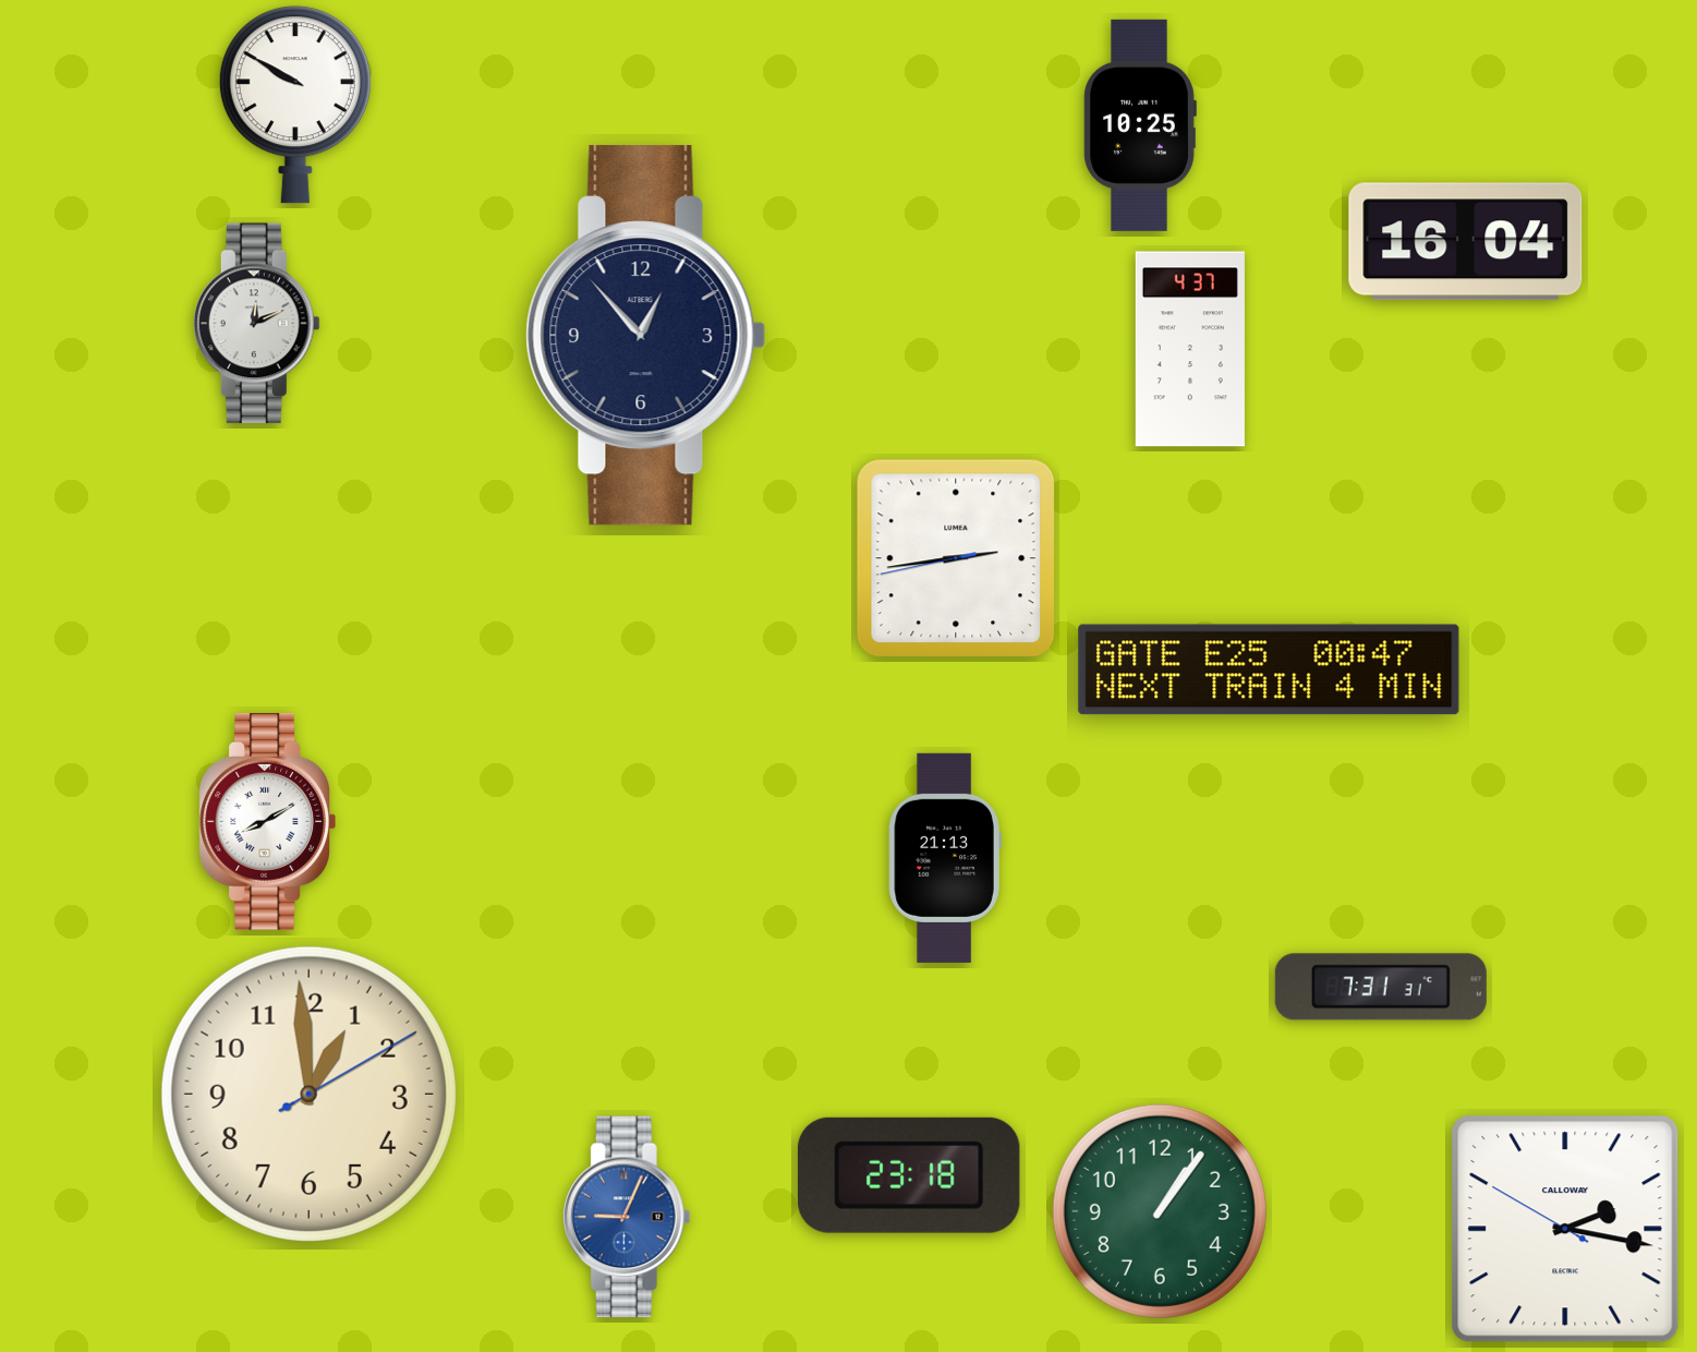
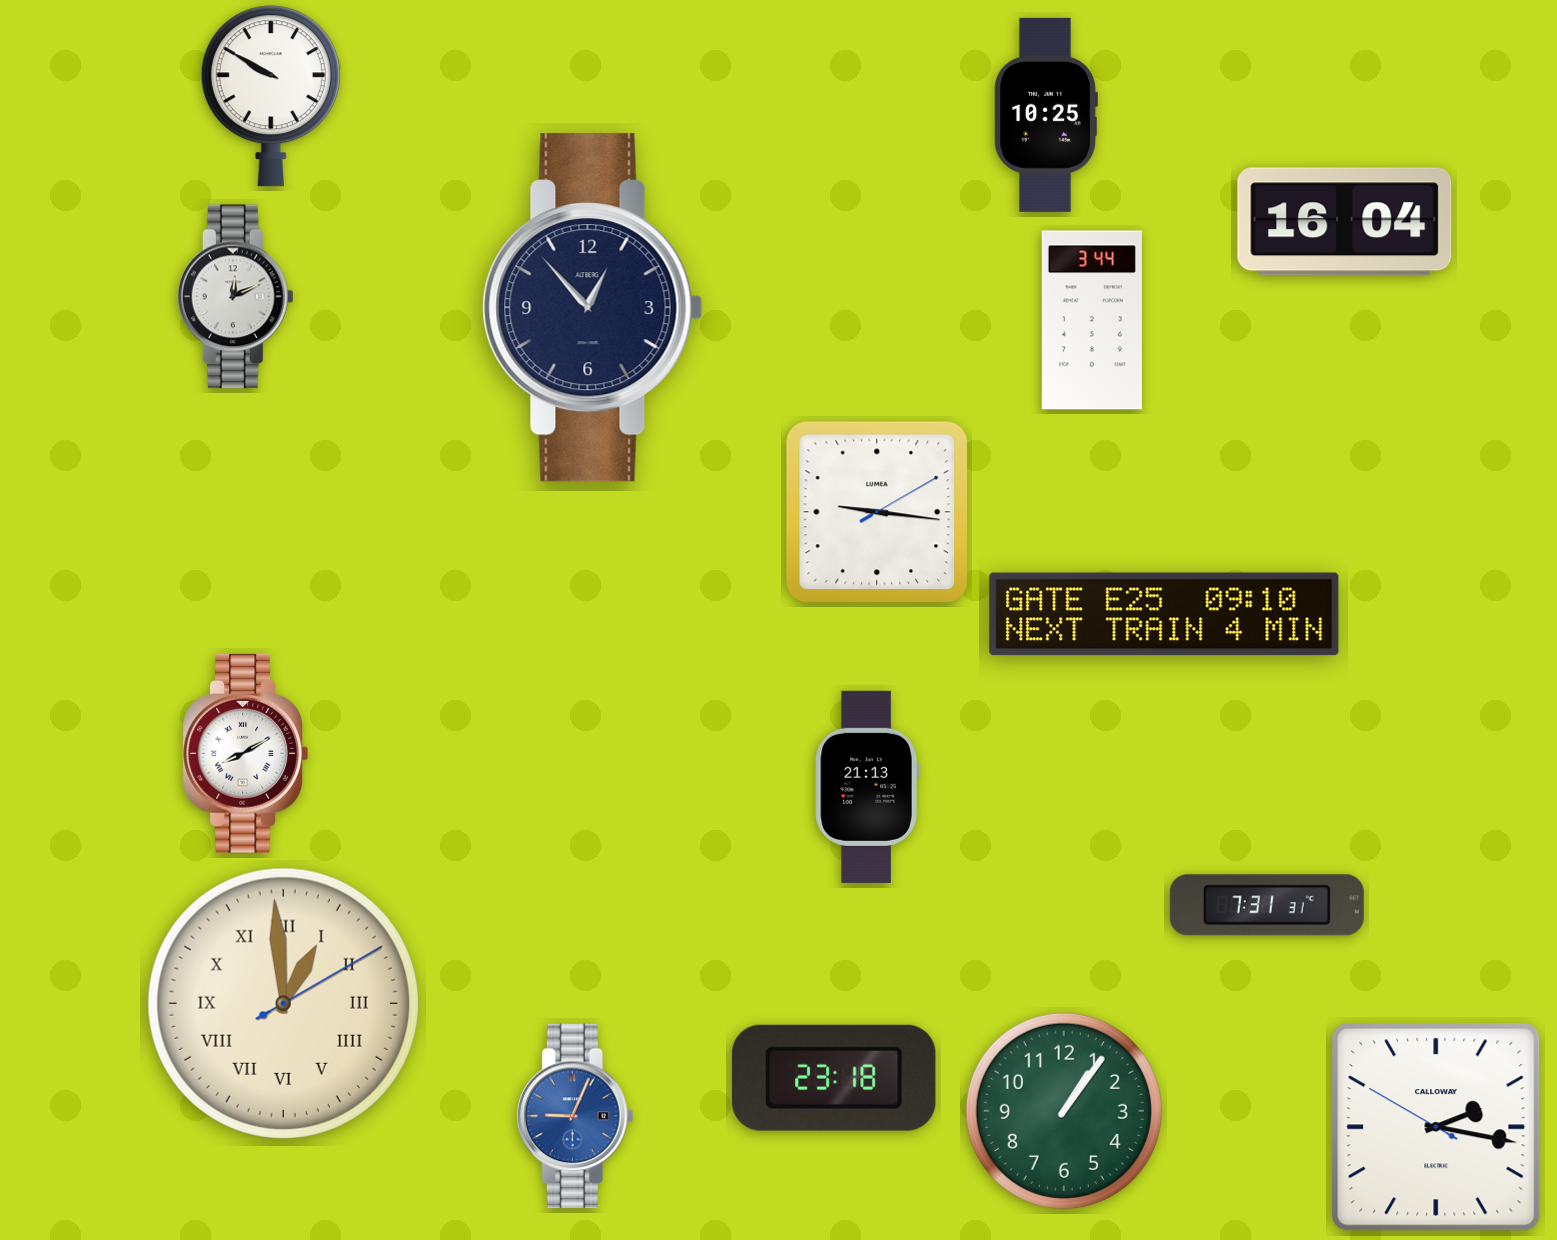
clock at (1190, 349): 4:37 -> 3:44
clock at (956, 558): 2:43 -> 9:16
clock at (1269, 669): 00:47 -> 09:10
clock at (308, 1094) numerals: Arabic -> Roman
